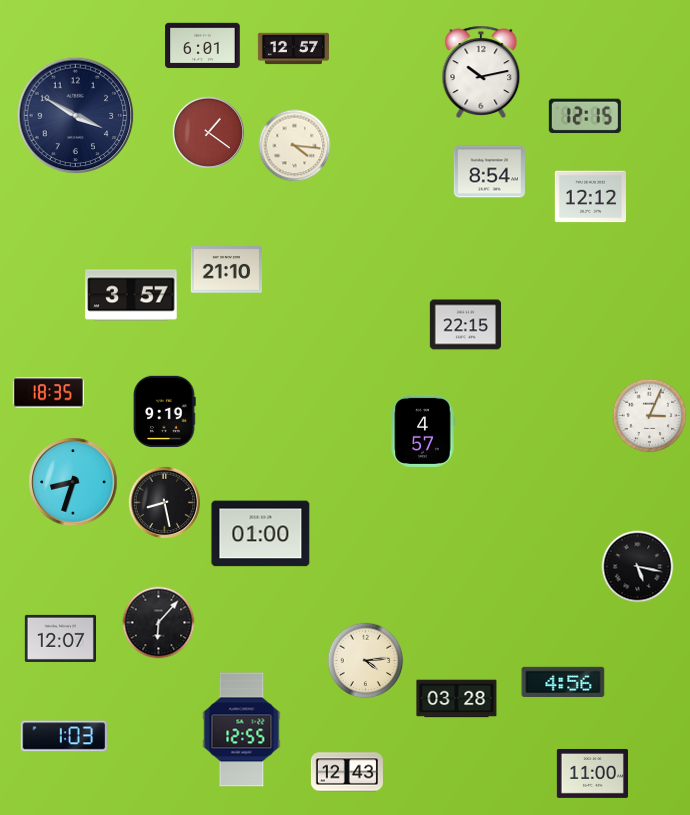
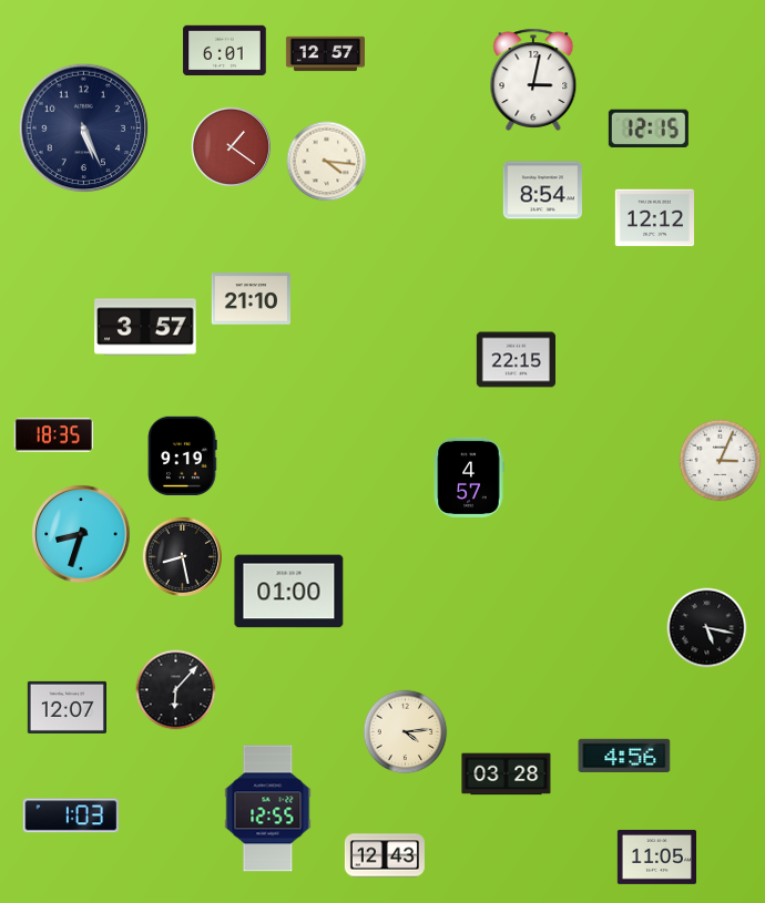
clock at (481, 72): 10:13 -> 3:02
clock at (76, 116): 3:50 -> 5:26
clock at (592, 773): 11:00 -> 11:05
